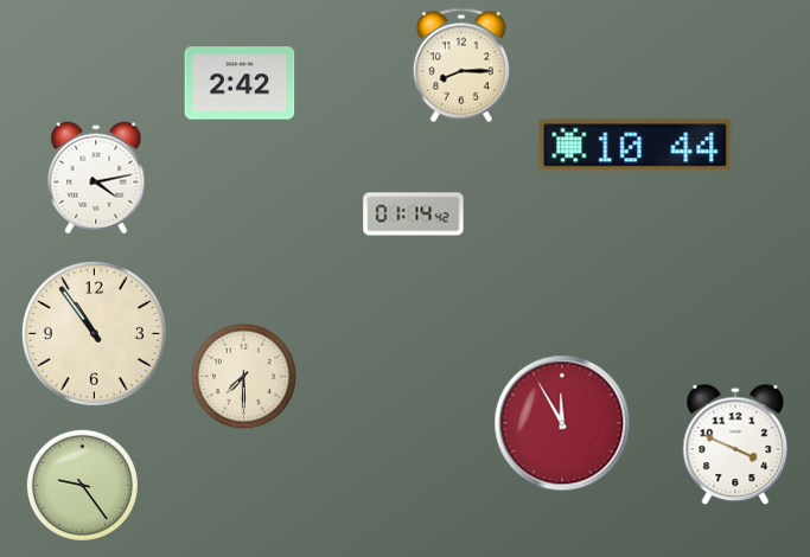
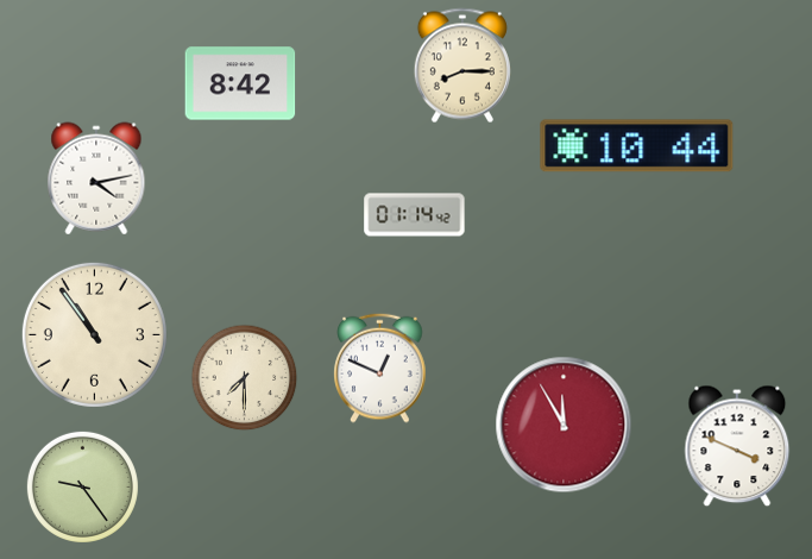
clock at (240, 83): 2:42 -> 8:42
clock at (380, 368): none -> 12:49
